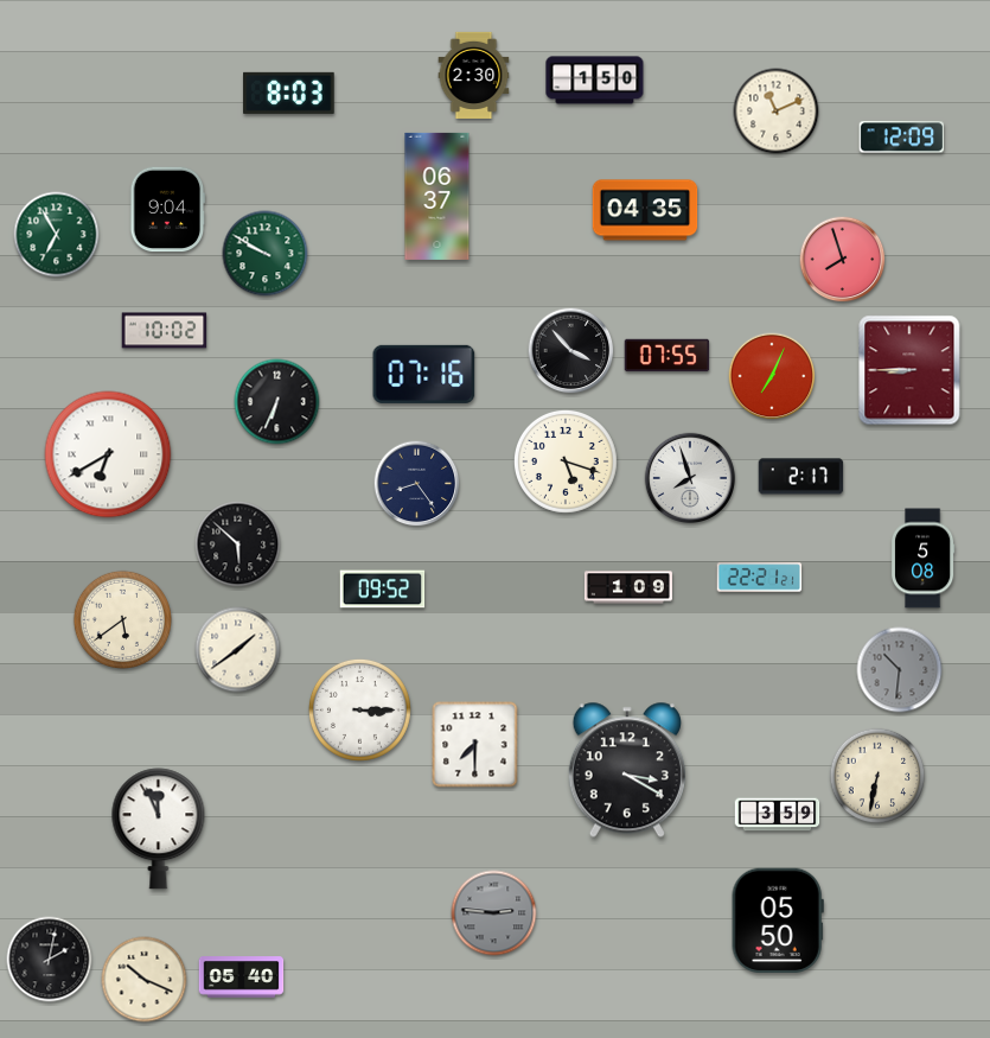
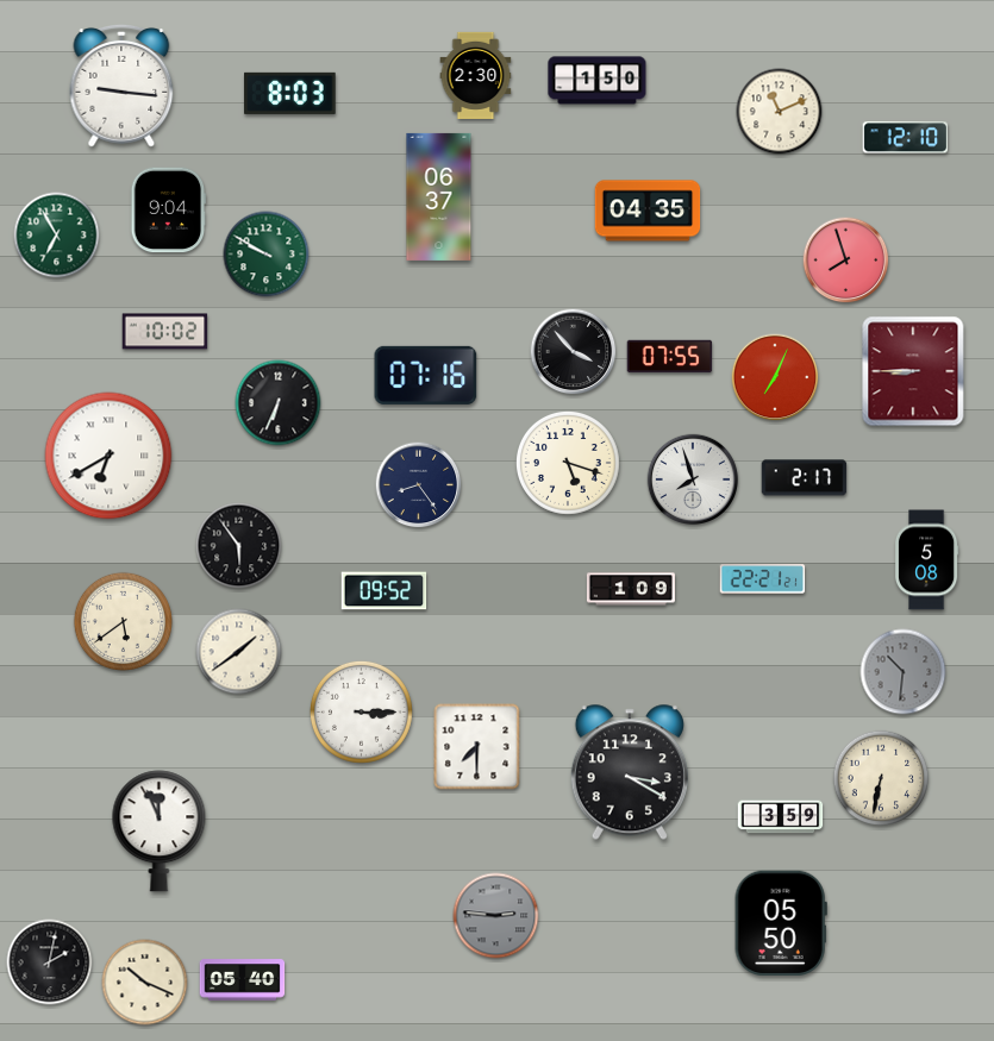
clock at (121, 86): none -> 9:16
clock at (902, 138): 12:09 -> 12:10
clock at (238, 545): 5:52 -> 5:54
